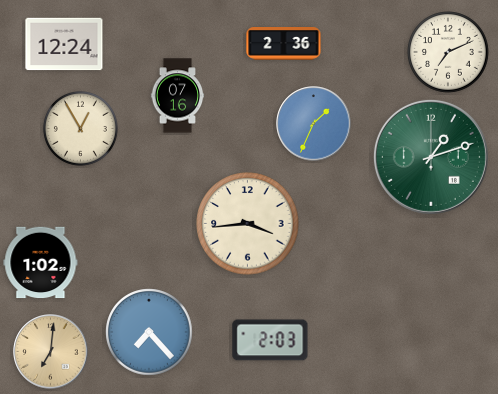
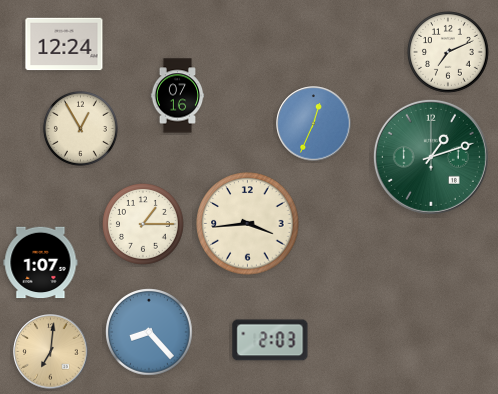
clock at (284, 44): 2:36 -> none
clock at (314, 124): 1:34 -> 12:34
clock at (144, 225): none -> 1:15
clock at (41, 263): 1:02 -> 1:07
clock at (149, 332): 7:23 -> 8:23
